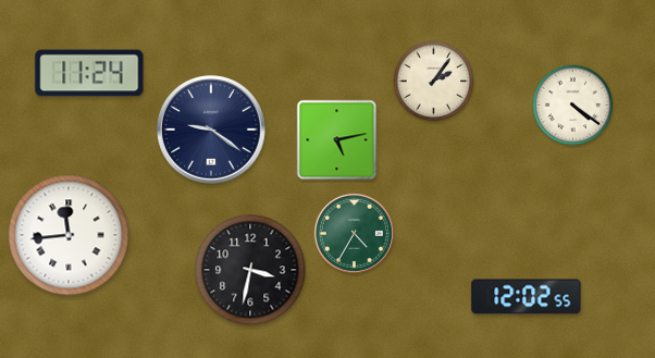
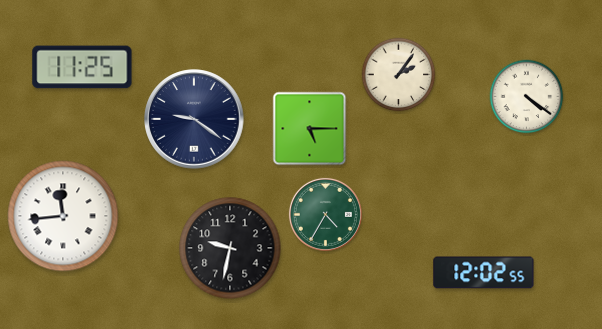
clock at (89, 73): 11:24 -> 11:25
clock at (337, 140): 5:13 -> 5:15
clock at (250, 270): 3:32 -> 9:32
